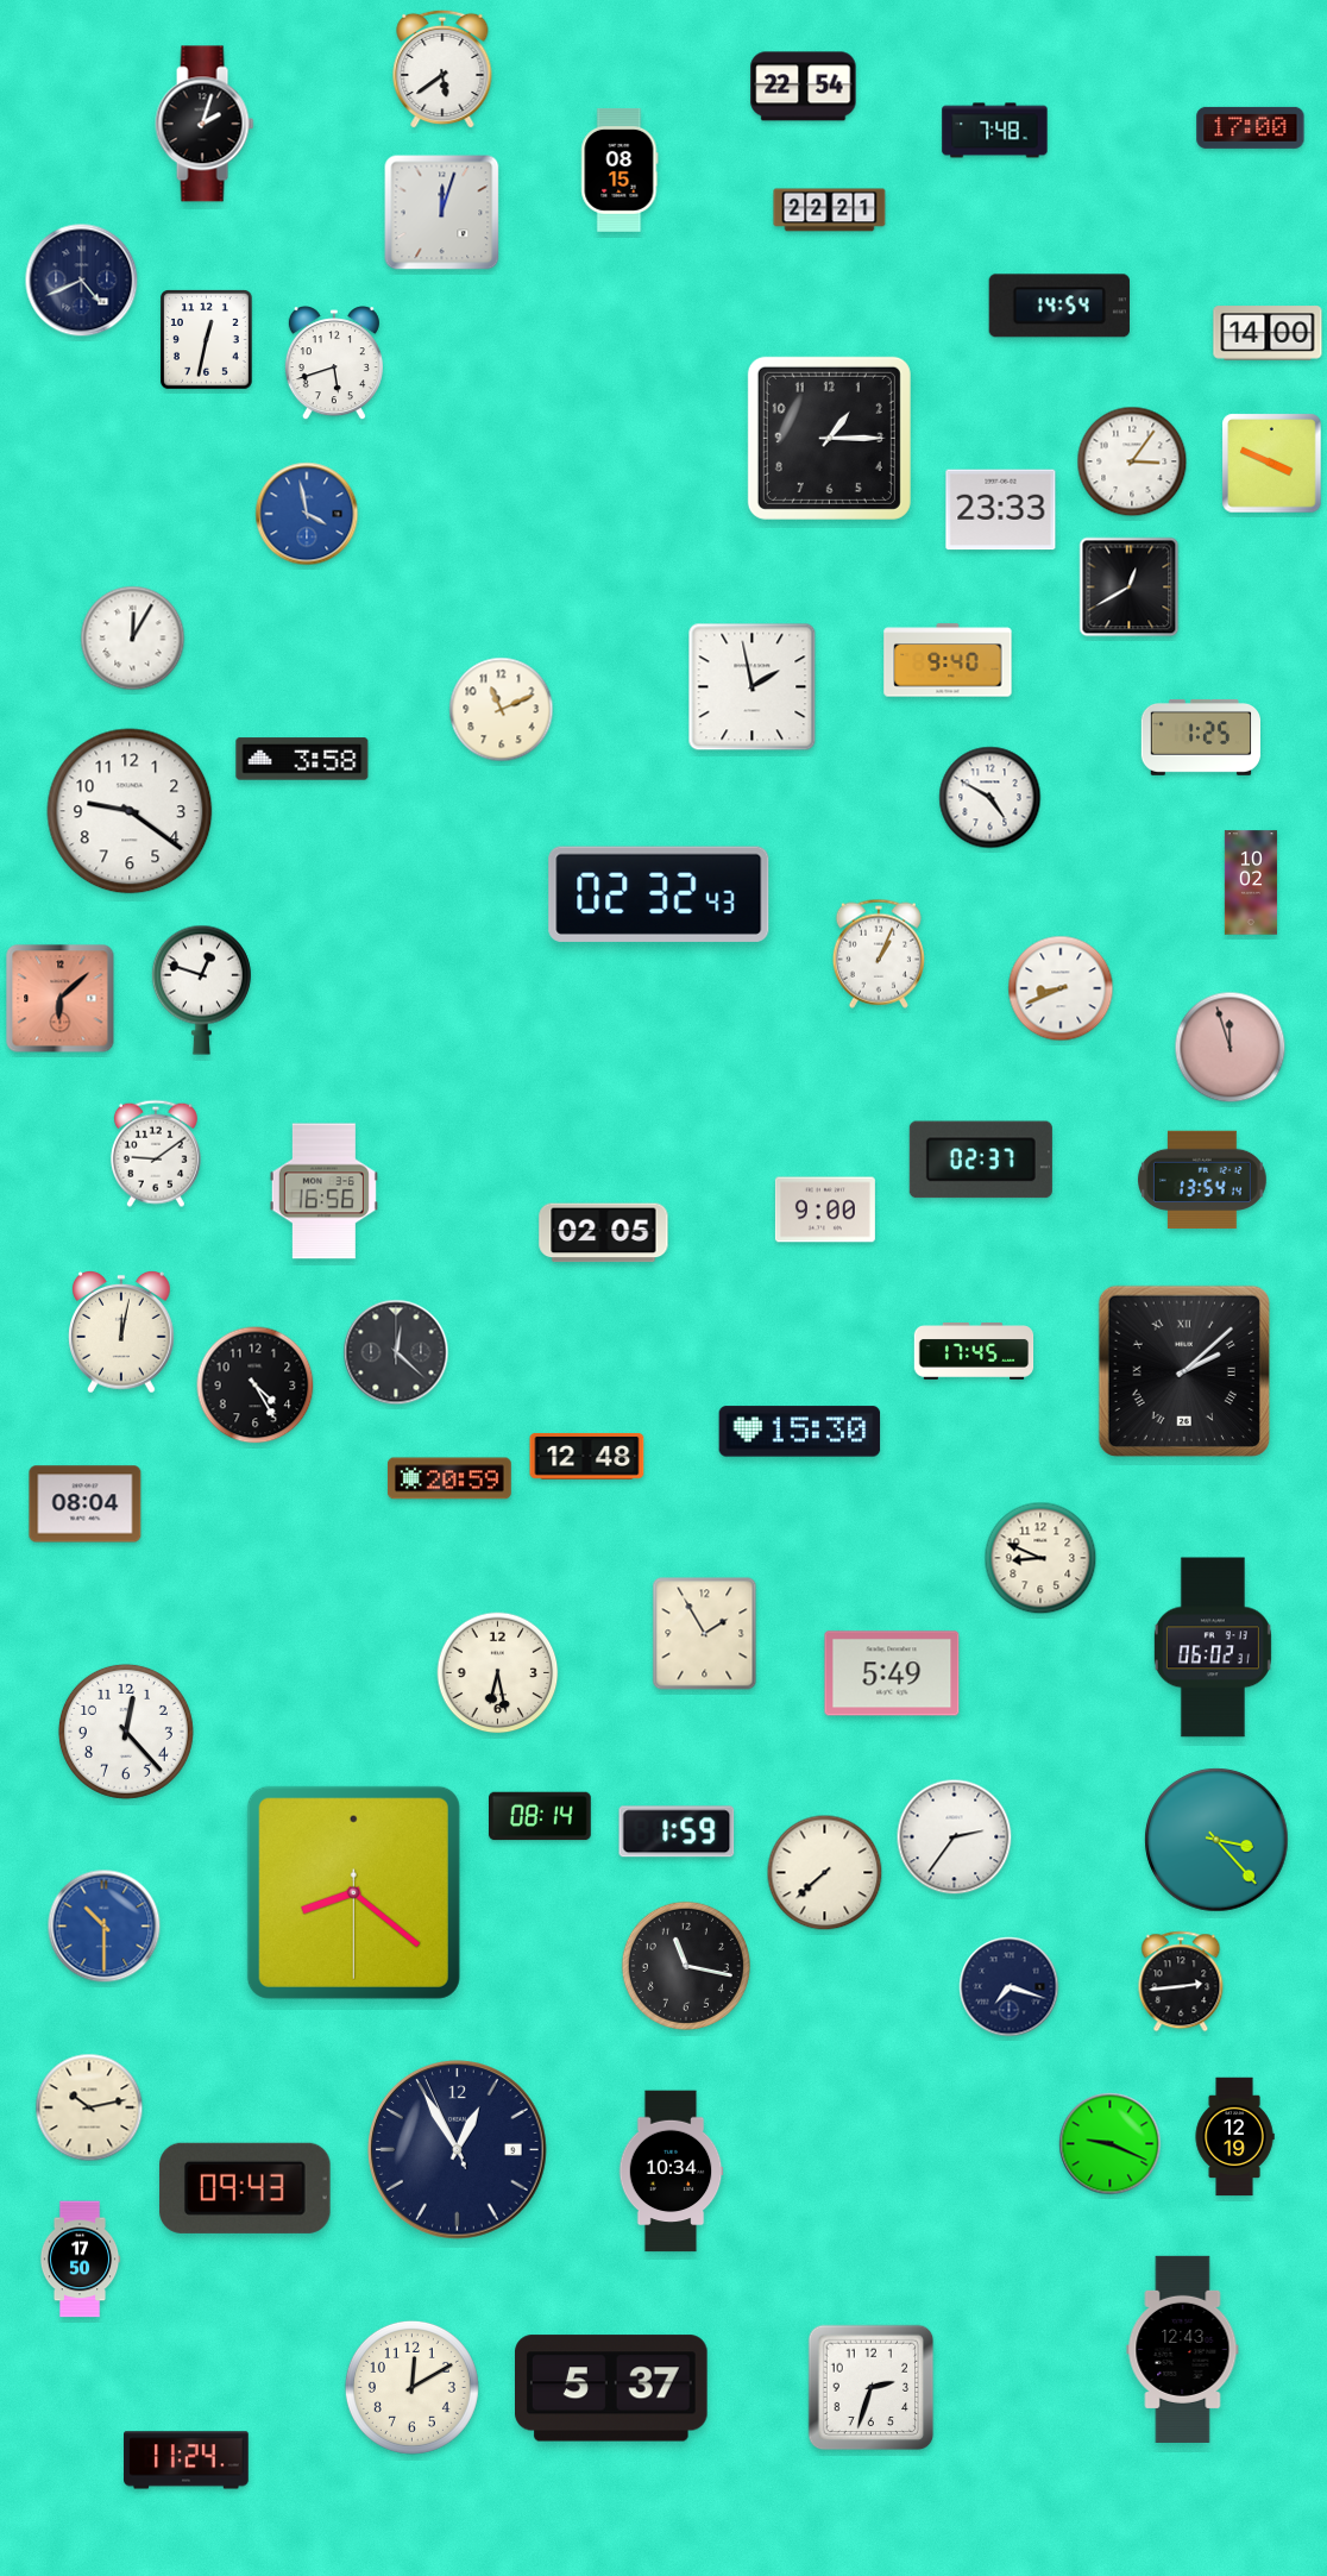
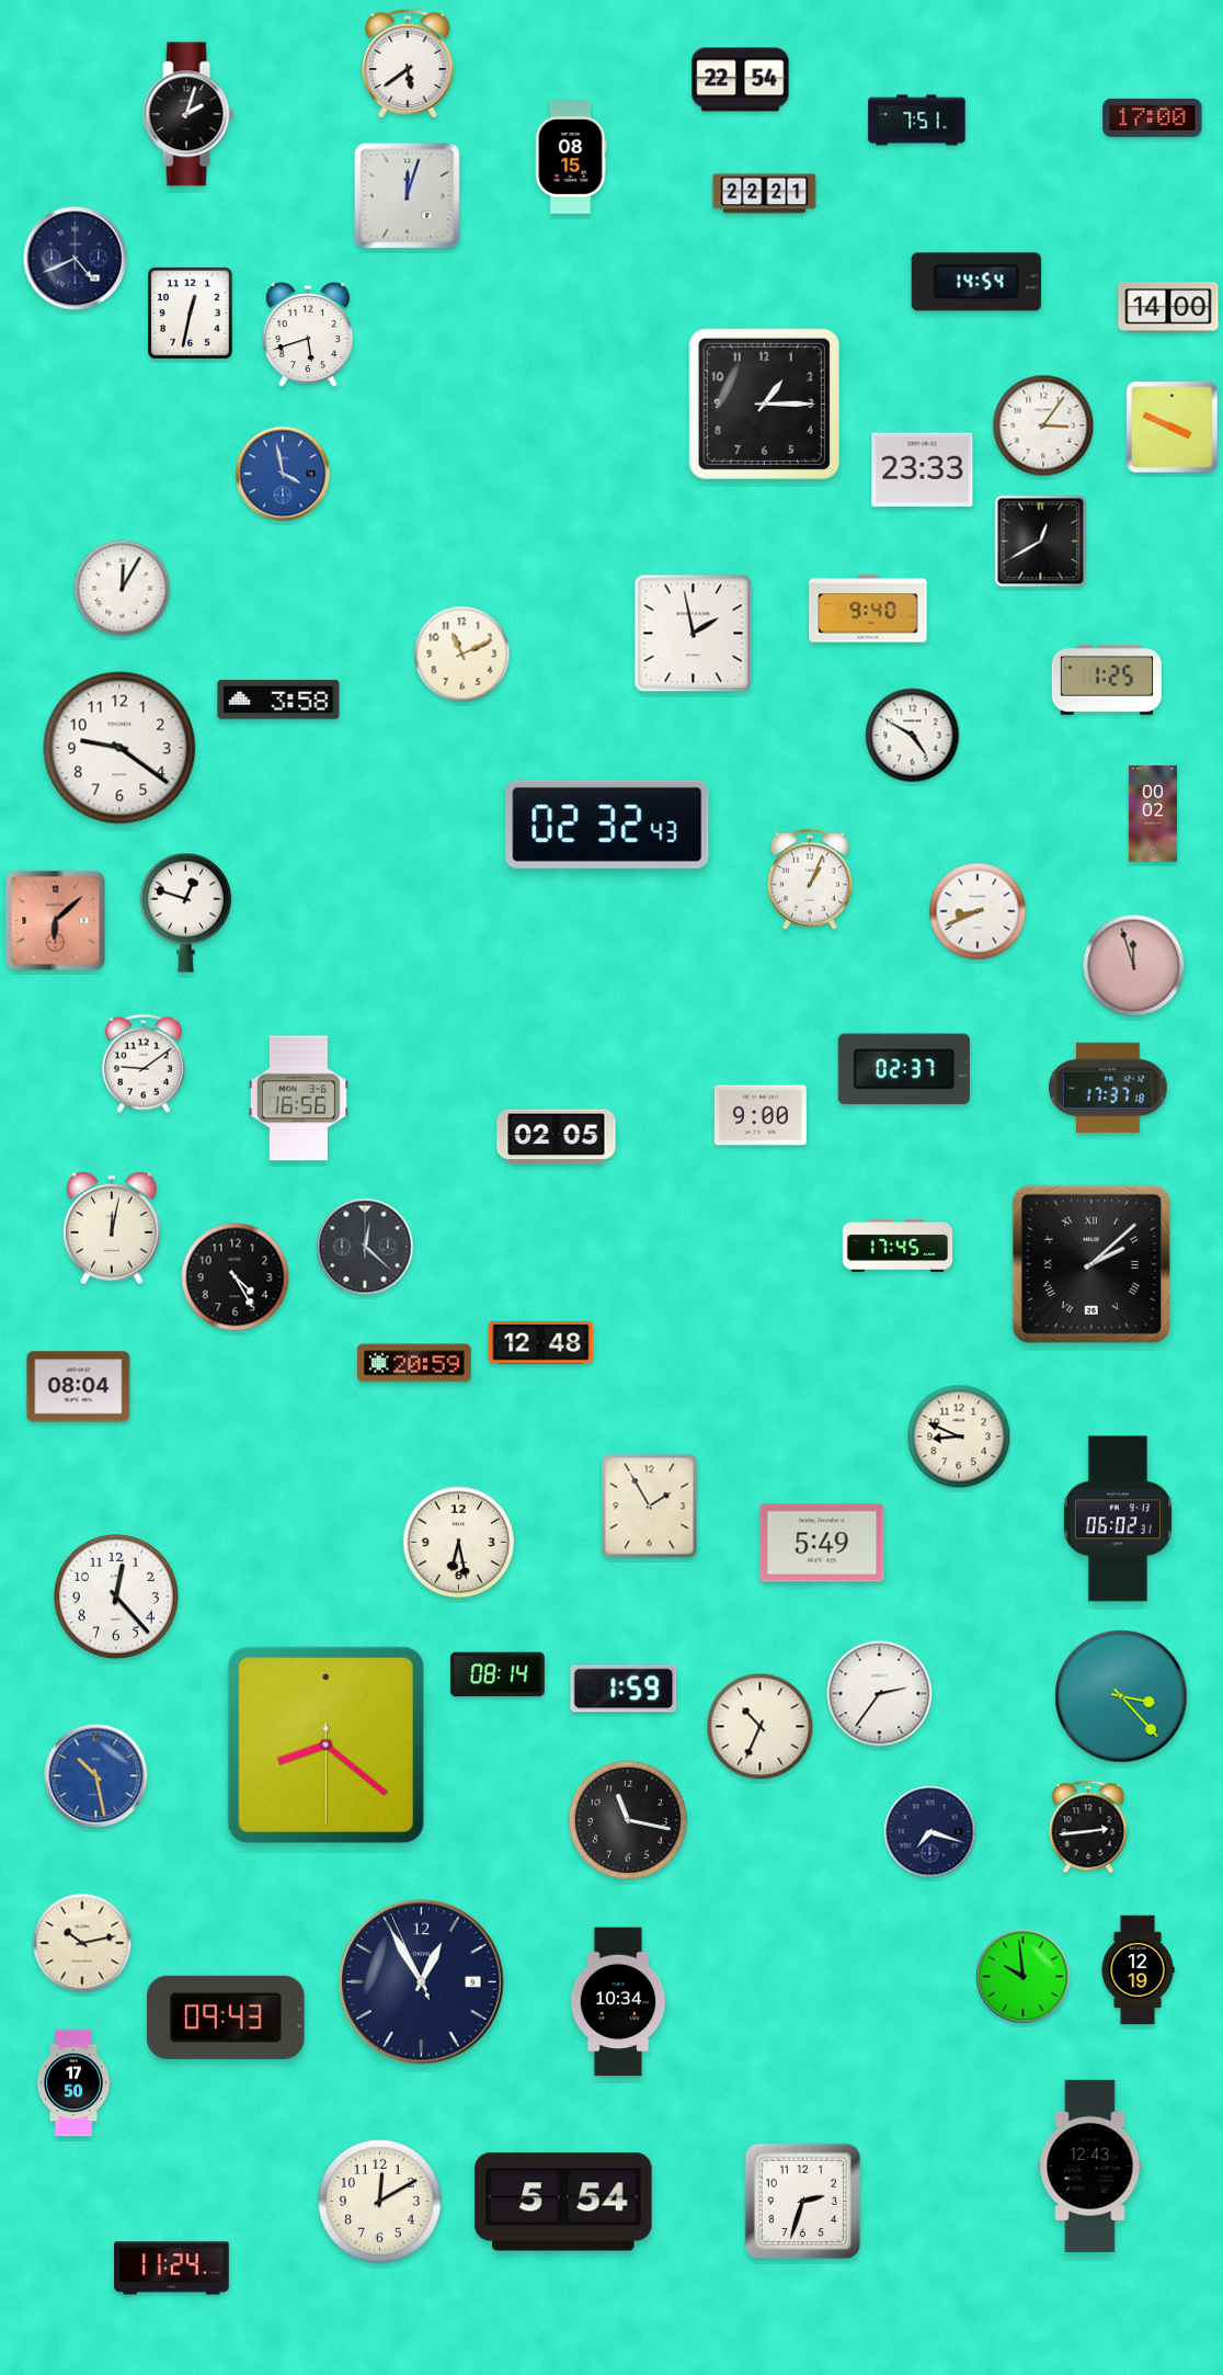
clock at (995, 131): 7:48 -> 7:51
clock at (948, 660) position: (948, 660) -> (868, 609)
clock at (1251, 882): 10:02 -> 00:02
clock at (1202, 1179): 13:54 -> 17:37
clock at (800, 1432): 15:30 -> none
clock at (825, 1873): 7:38 -> 10:34
clock at (105, 1927): 10:30 -> 10:28
clock at (686, 1966) position: (686, 1966) -> (628, 1820)
clock at (1111, 2144): 9:19 -> 9:59
clock at (612, 2388): 5:37 -> 5:54
